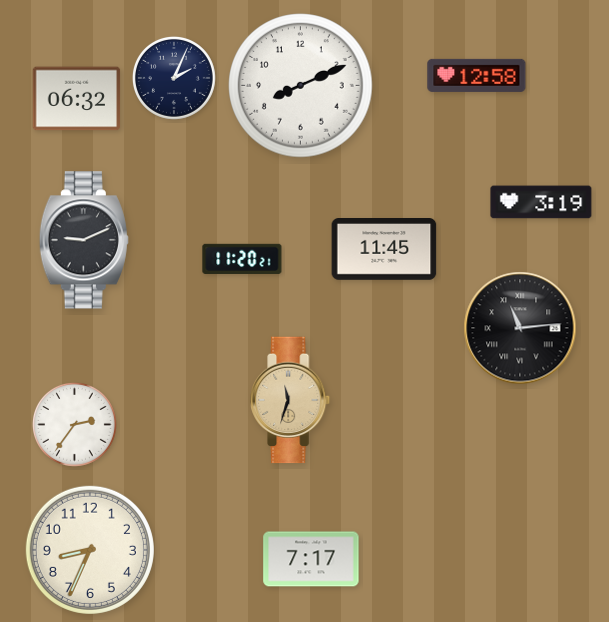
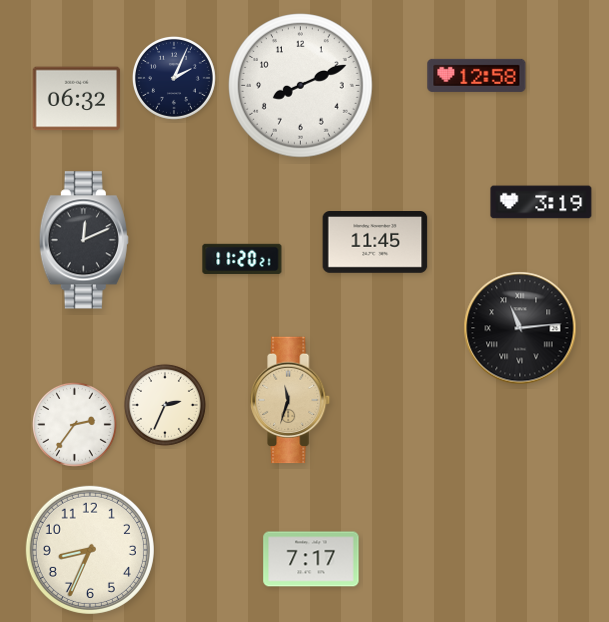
clock at (84, 240): 9:11 -> 12:11
clock at (384, 250) position: (384, 250) -> (375, 243)
clock at (165, 405): none -> 2:34
